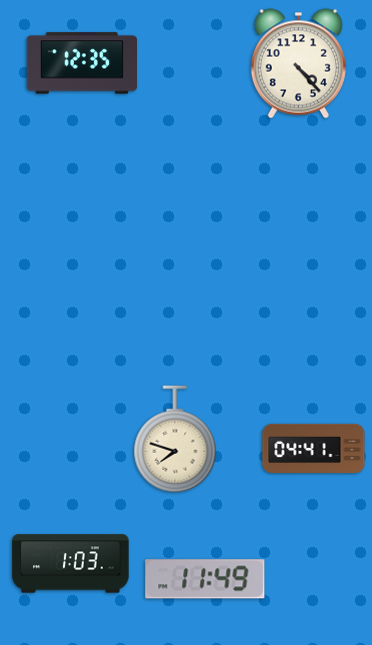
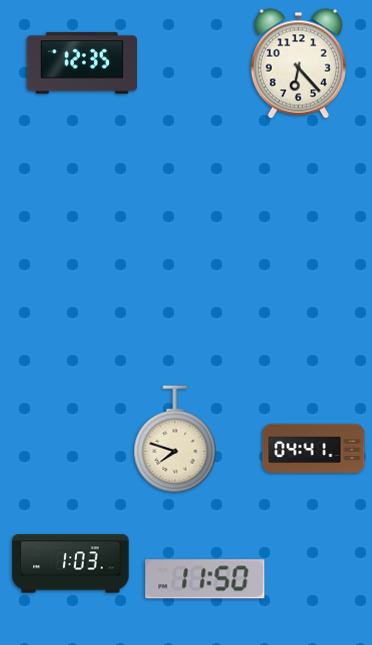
clock at (298, 64): 4:23 -> 6:23
clock at (205, 579): 11:49 -> 11:50
